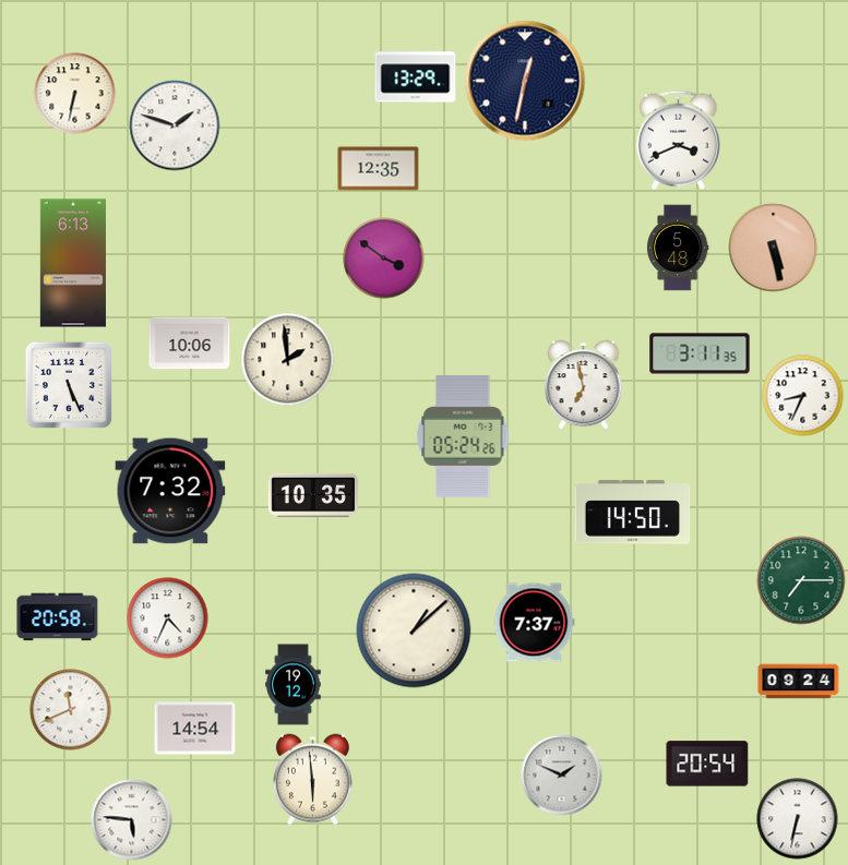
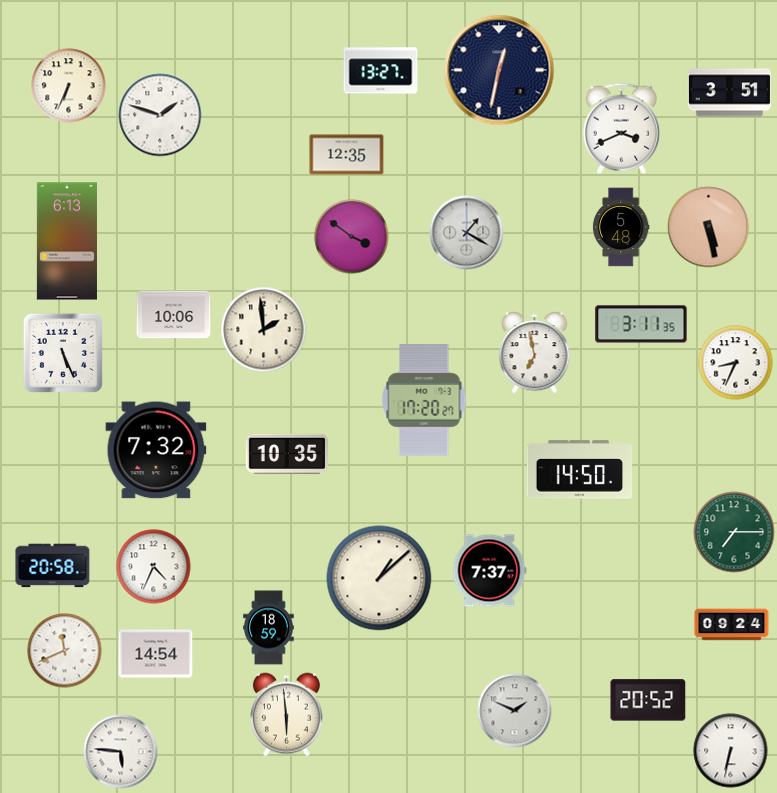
clock at (416, 77): 13:29 -> 13:27
clock at (525, 81) position: (525, 81) -> (499, 70)
clock at (75, 94): 6:32 -> 6:34
clock at (729, 93): none -> 3:51
clock at (467, 233): none -> 1:20
clock at (463, 436): 05:24 -> 17:20
clock at (294, 685): 19:12 -> 18:59
clock at (195, 729) position: (195, 729) -> (156, 654)
clock at (707, 764): 20:54 -> 20:52
